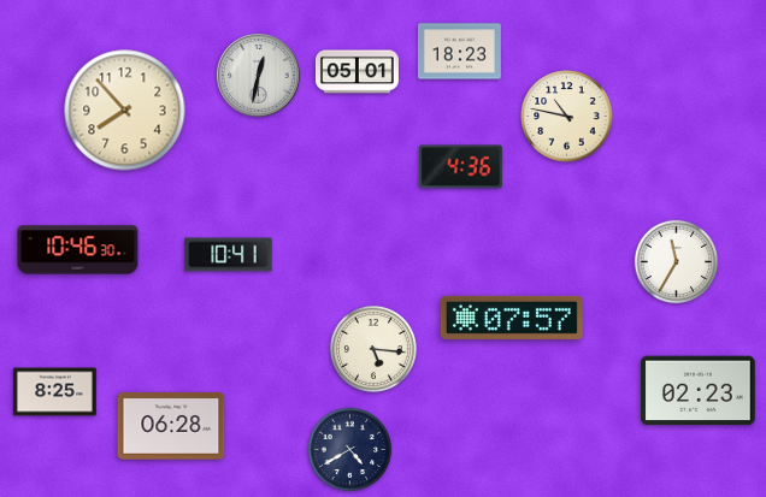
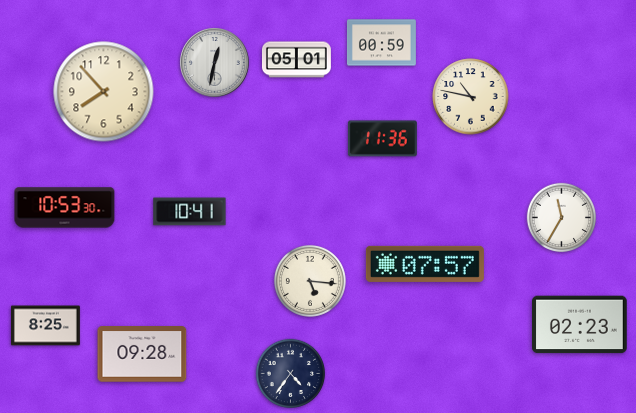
clock at (459, 52): 18:23 -> 00:59
clock at (460, 167): 4:36 -> 11:36
clock at (78, 250): 10:46 -> 10:53
clock at (373, 349) position: (373, 349) -> (310, 281)
clock at (171, 426): 06:28 -> 09:28
clock at (350, 450): 4:40 -> 4:36
